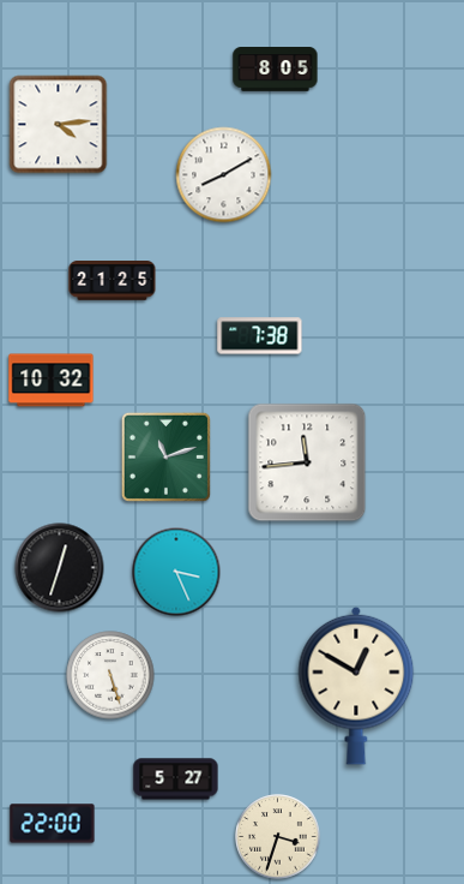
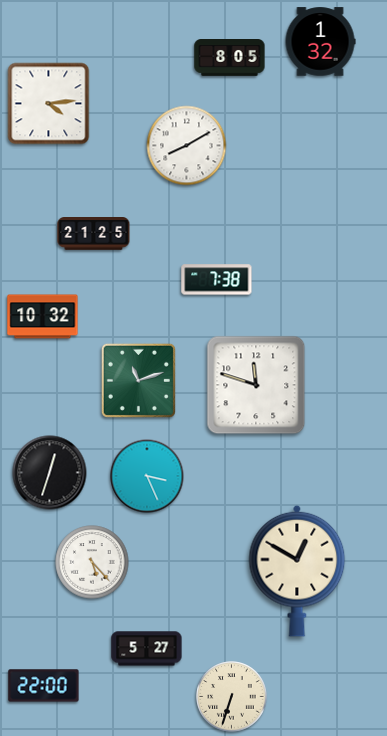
clock at (320, 42): none -> 1:32
clock at (307, 462): 11:44 -> 11:48
clock at (110, 675): 5:27 -> 5:23
clock at (278, 837): 3:33 -> 6:33
